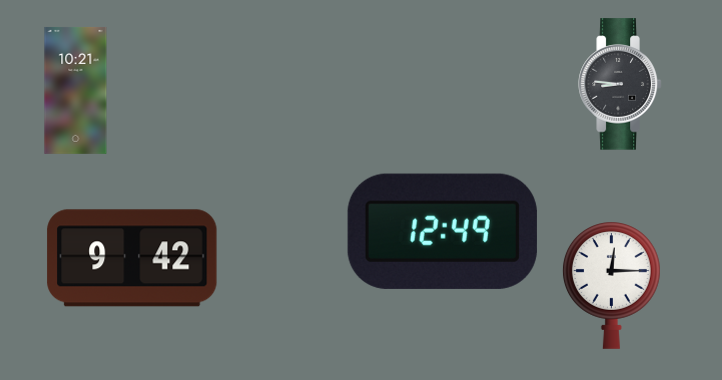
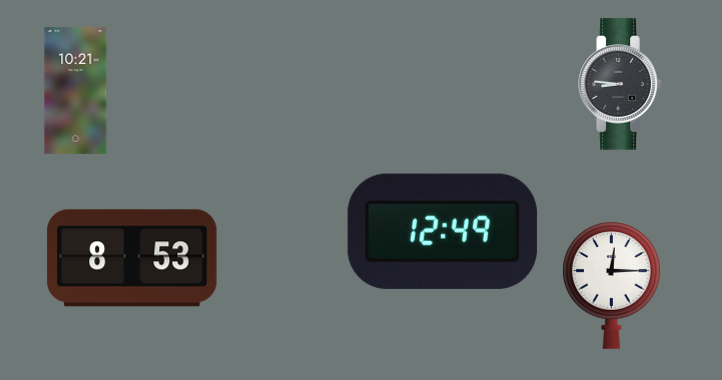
clock at (132, 258): 9:42 -> 8:53
